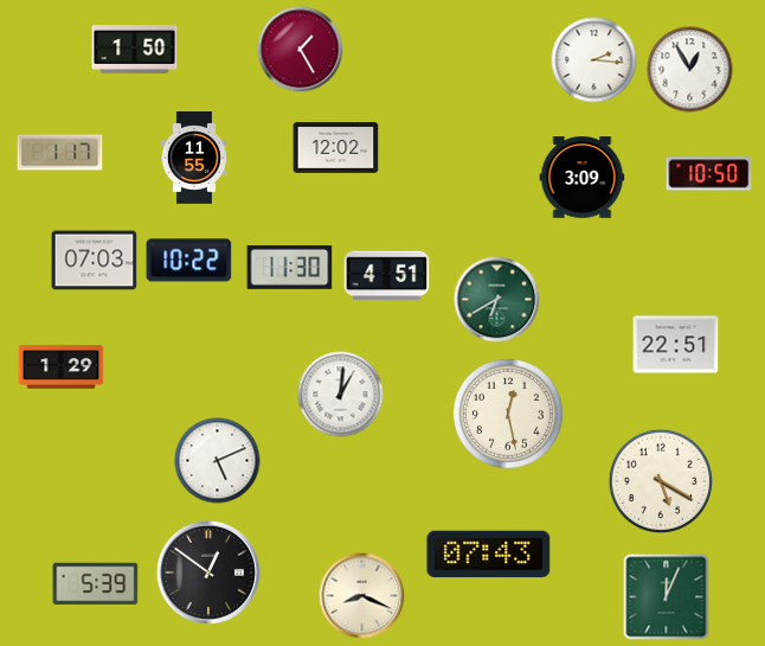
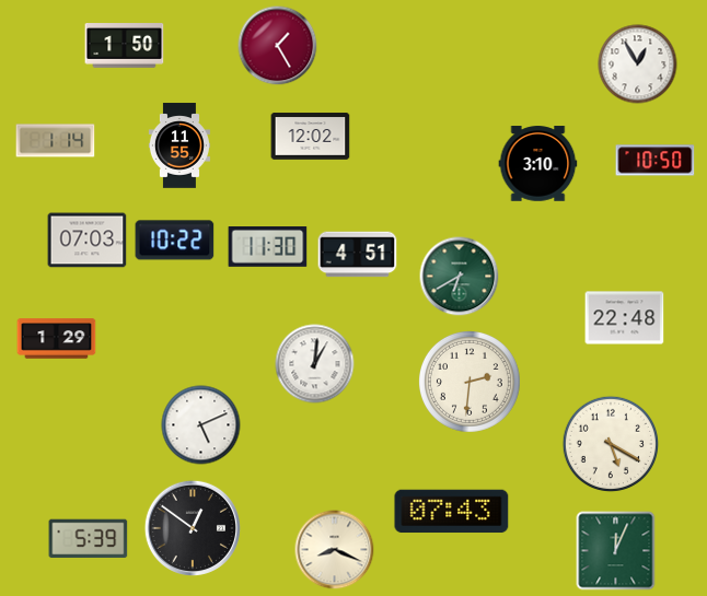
clock at (594, 60): 2:16 -> none
clock at (60, 153): 1:17 -> 1:14
clock at (583, 178): 3:09 -> 3:10
clock at (676, 345): 22:51 -> 22:48
clock at (508, 414): 12:28 -> 2:31
